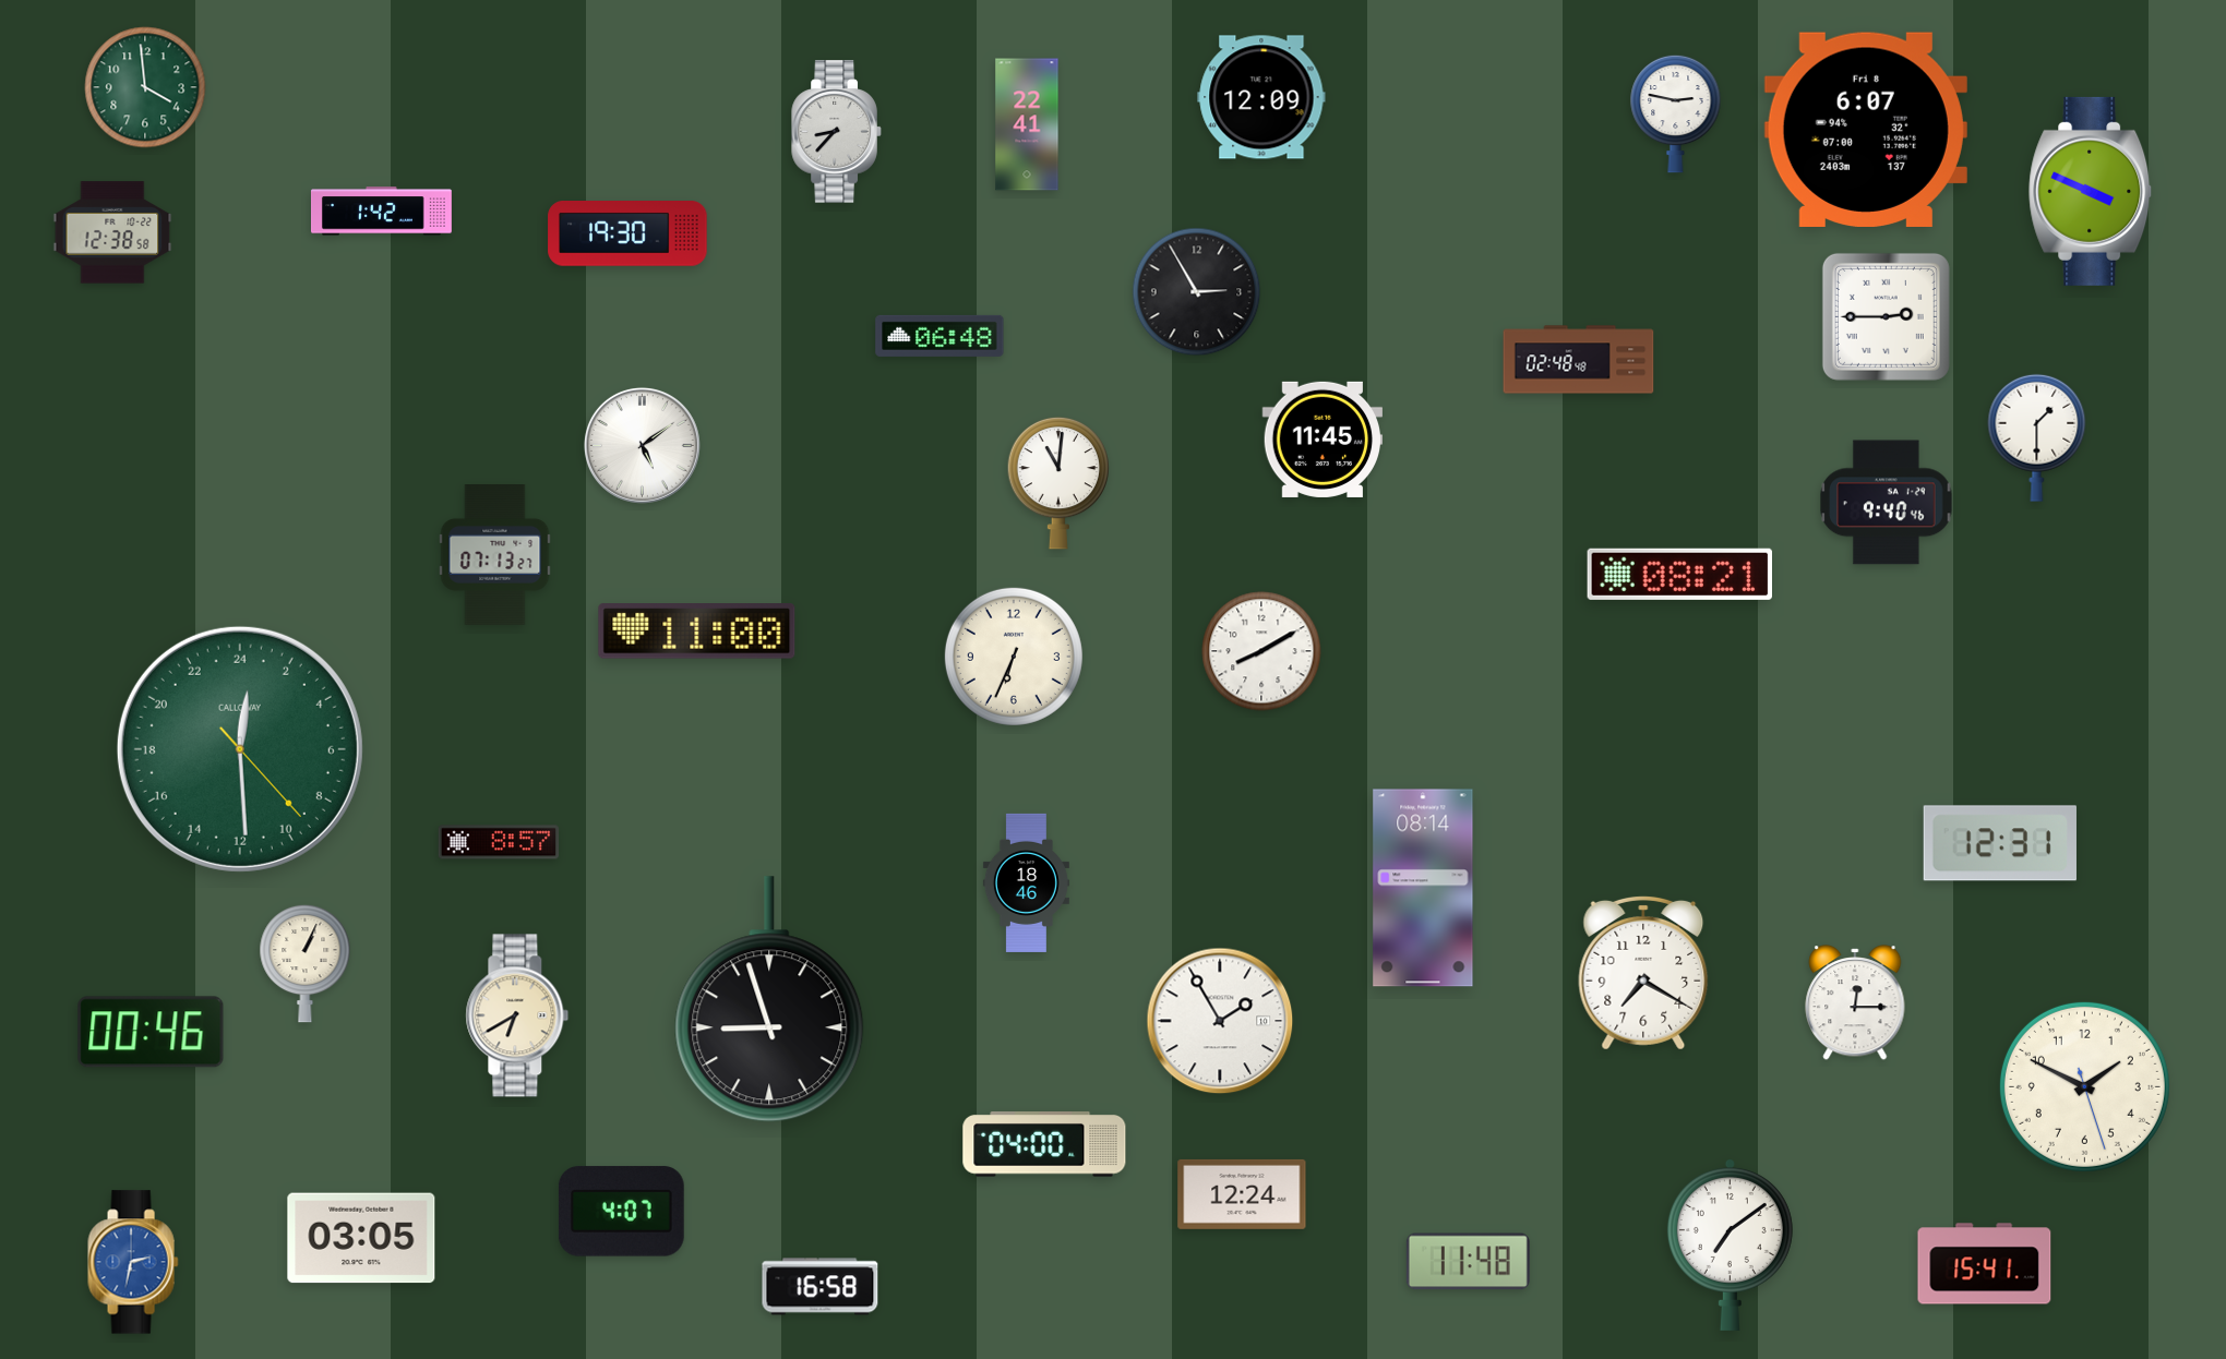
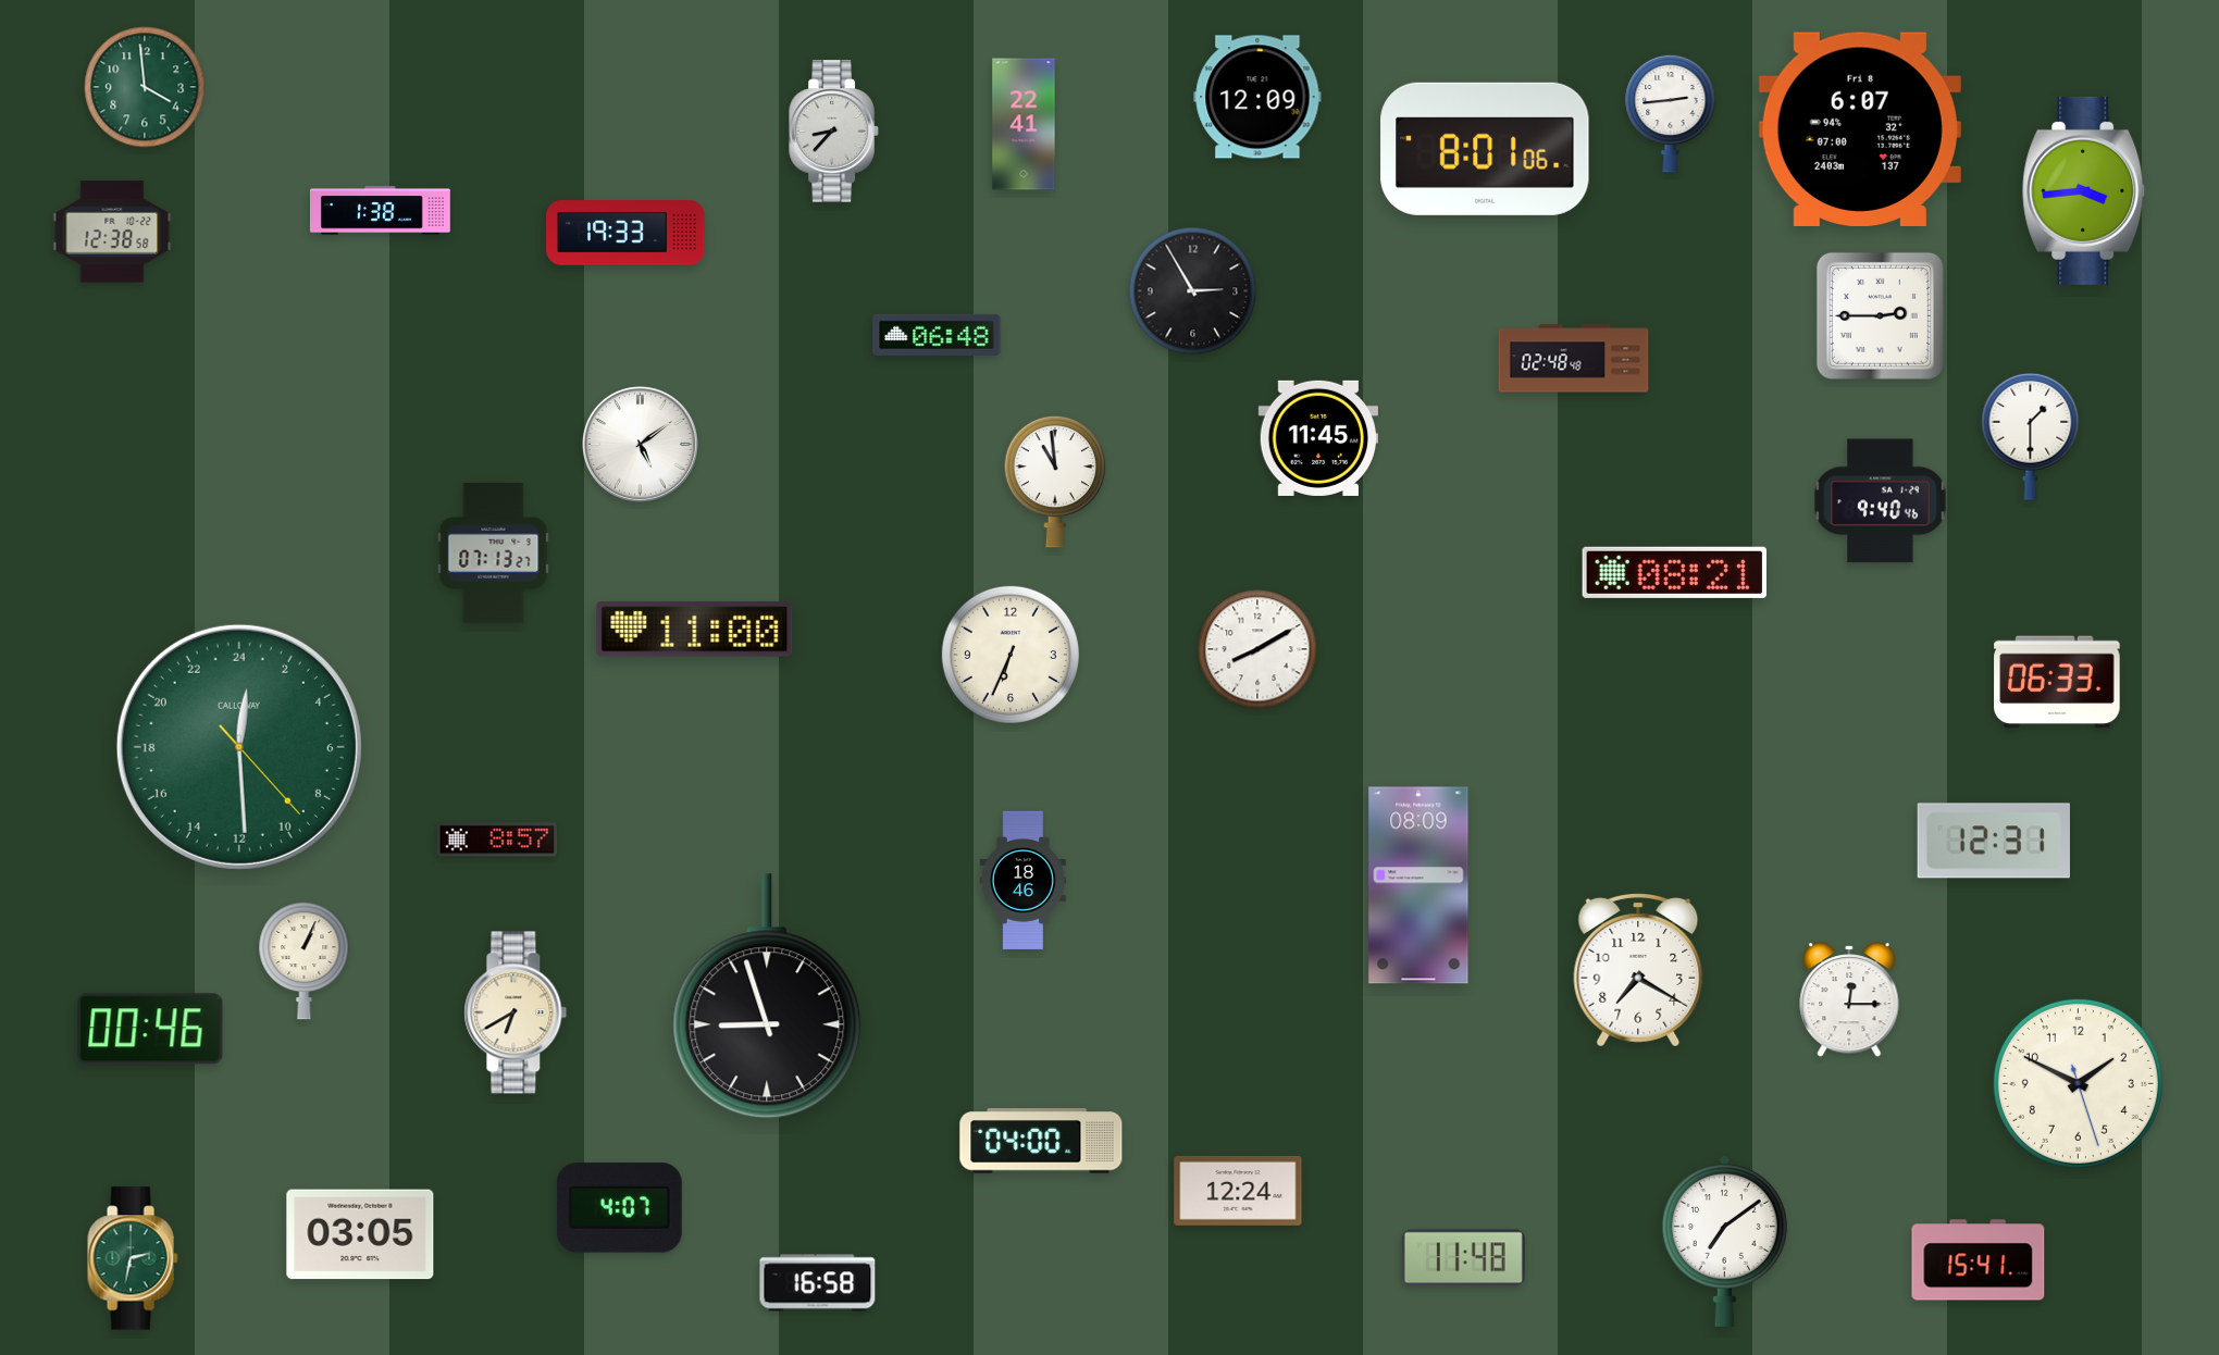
clock at (1676, 113): 2:47 -> 2:44
clock at (1485, 149): none -> 8:01
clock at (2091, 191): 3:49 -> 3:44
clock at (382, 212): 1:42 -> 1:38
clock at (627, 234): 19:30 -> 19:33
clock at (1058, 483): 11:01 -> 10:59
clock at (2057, 682): none -> 06:33
clock at (1423, 888): 08:14 -> 08:09
clock at (1220, 1021): 1:55 -> none
clock at (133, 1262) dial: blue -> green
